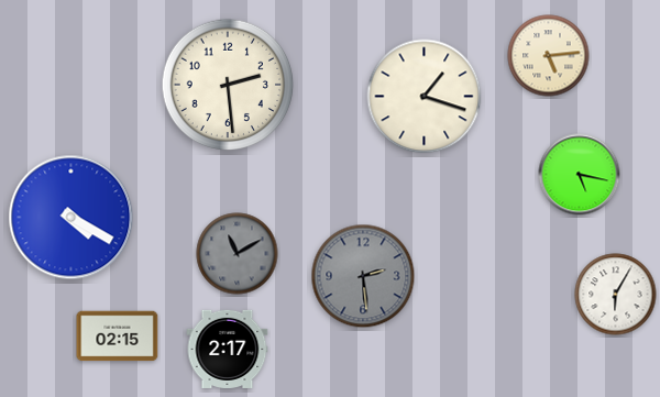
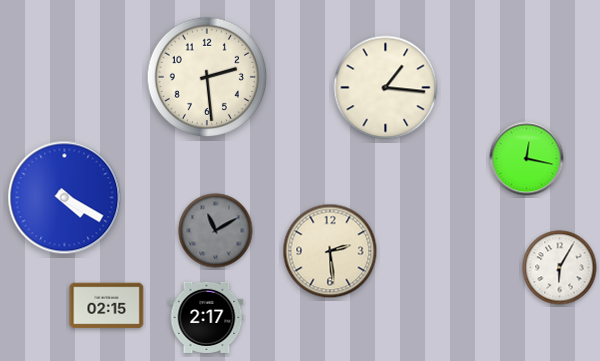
clock at (549, 56): 5:14 -> none
clock at (425, 97): 1:18 -> 1:16
clock at (580, 175): 5:17 -> 12:17
clock at (363, 276) dial: grey -> cream
